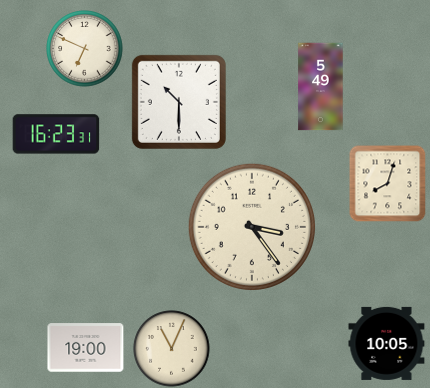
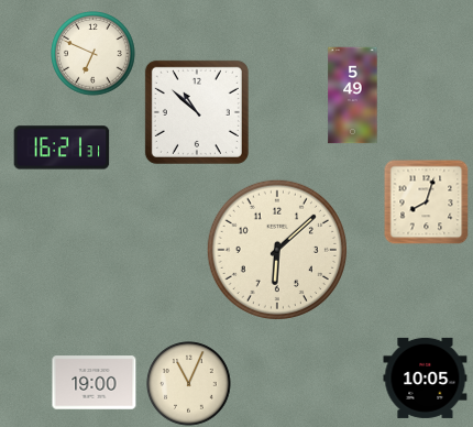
clock at (179, 102): 10:30 -> 10:52
clock at (56, 134): 16:23 -> 16:21
clock at (252, 227): 3:24 -> 6:08
